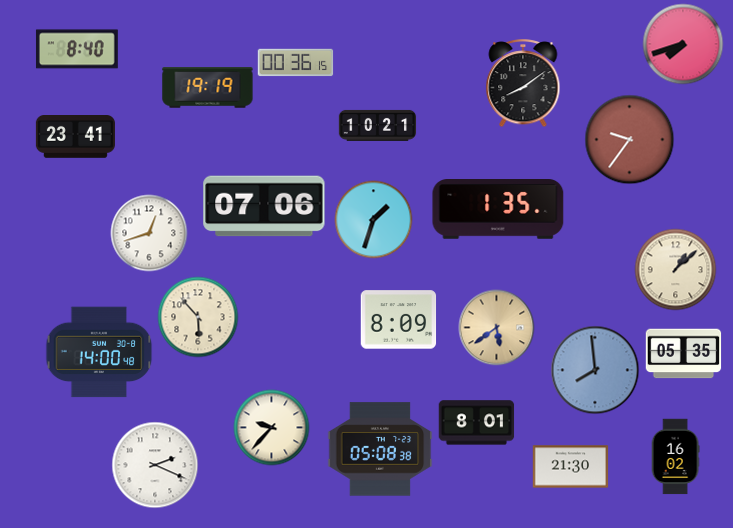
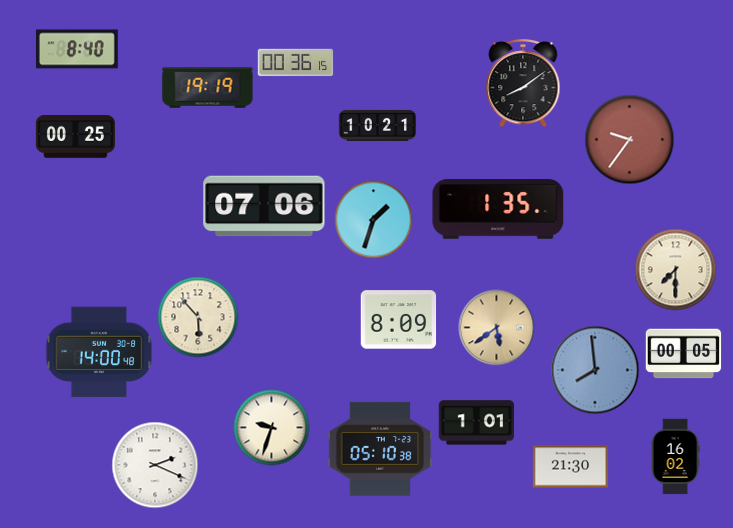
clock at (683, 44): 7:42 -> none
clock at (75, 137): 23:41 -> 00:25
clock at (149, 233): 12:42 -> none
clock at (676, 270): 1:08 -> 7:30
clock at (684, 354): 05:35 -> 00:05
clock at (477, 423): 8:01 -> 1:01
clock at (272, 428): 9:37 -> 9:33
clock at (380, 449): 05:08 -> 05:10
